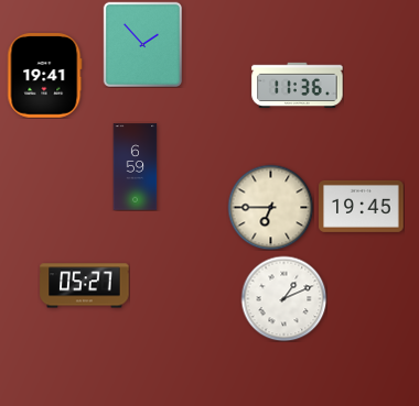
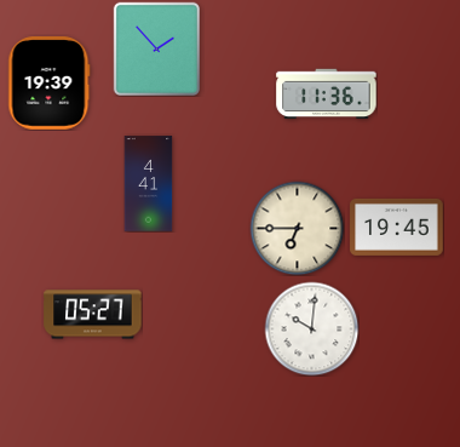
clock at (45, 76): 19:41 -> 19:39
clock at (136, 167): 6:59 -> 4:41
clock at (283, 298): 1:11 -> 10:01
